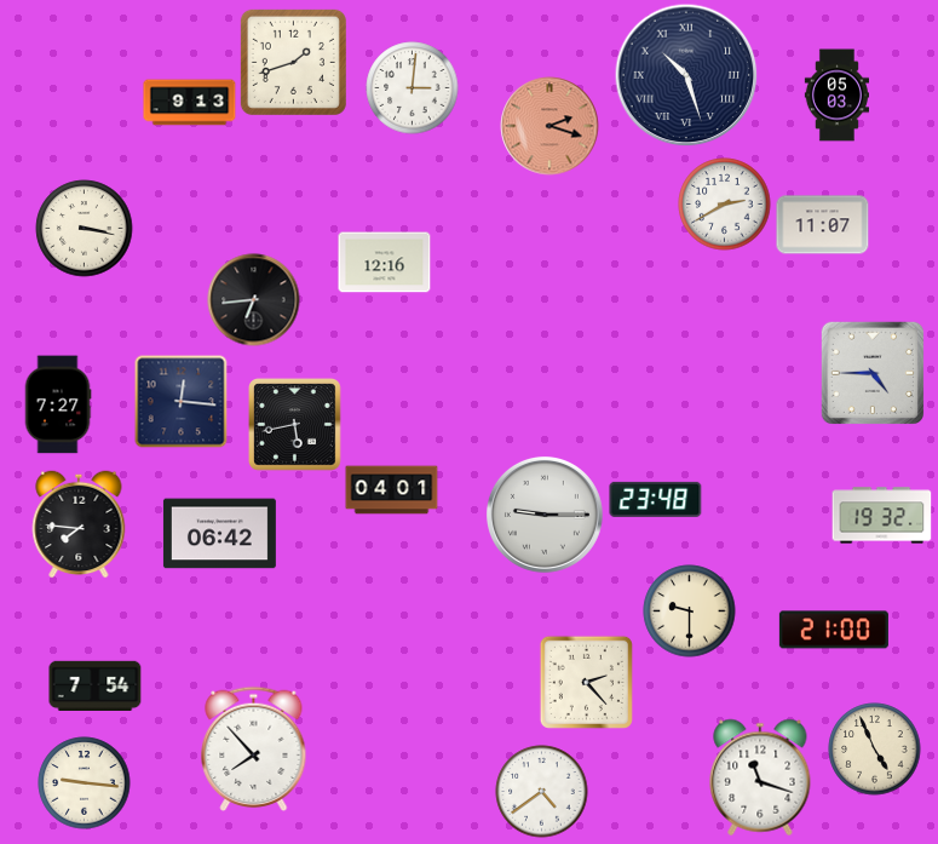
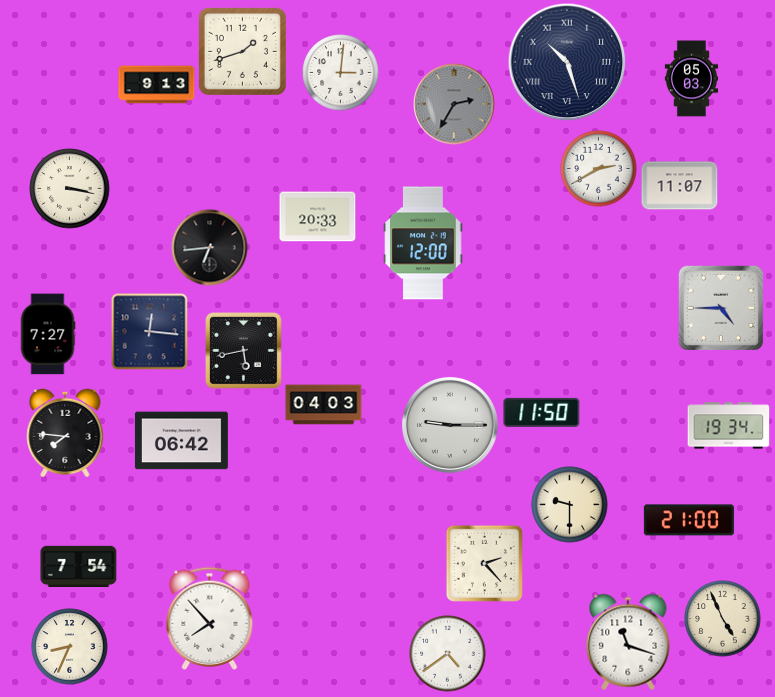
clock at (549, 126): 2:18 -> 2:35
clock at (549, 126) dial: salmon -> grey
clock at (385, 263): 12:16 -> 20:33
clock at (423, 243): none -> 12:00
clock at (392, 490): 04:01 -> 04:03
clock at (656, 499): 23:48 -> 11:50
clock at (882, 516): 19:32 -> 19:34
clock at (85, 783): 9:16 -> 8:34
